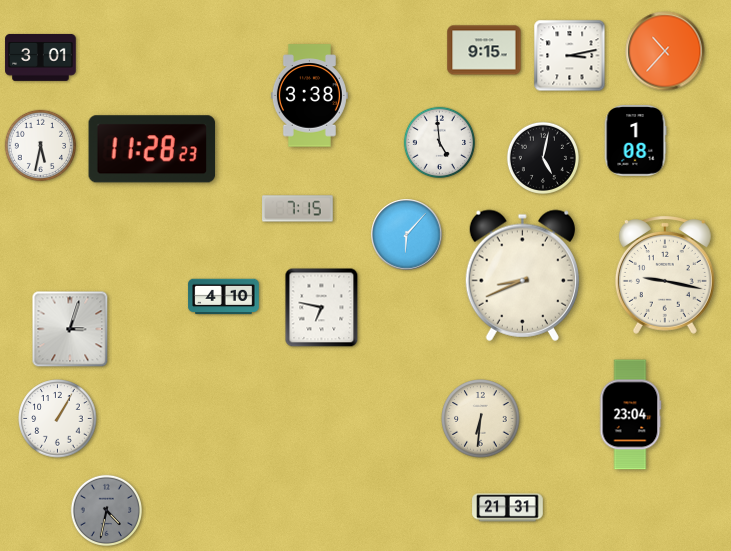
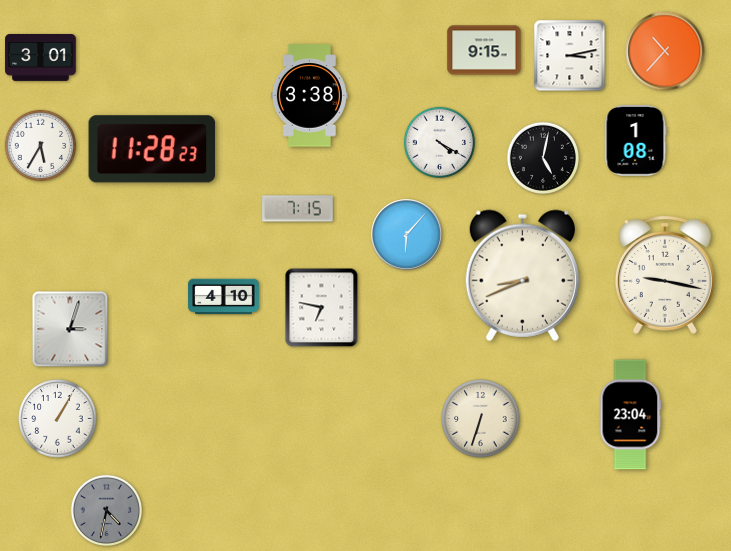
clock at (439, 142): 4:59 -> 4:20
clock at (40, 145): 5:32 -> 5:35
clock at (481, 419): 6:31 -> 6:33
clock at (508, 508): 21:31 -> none
